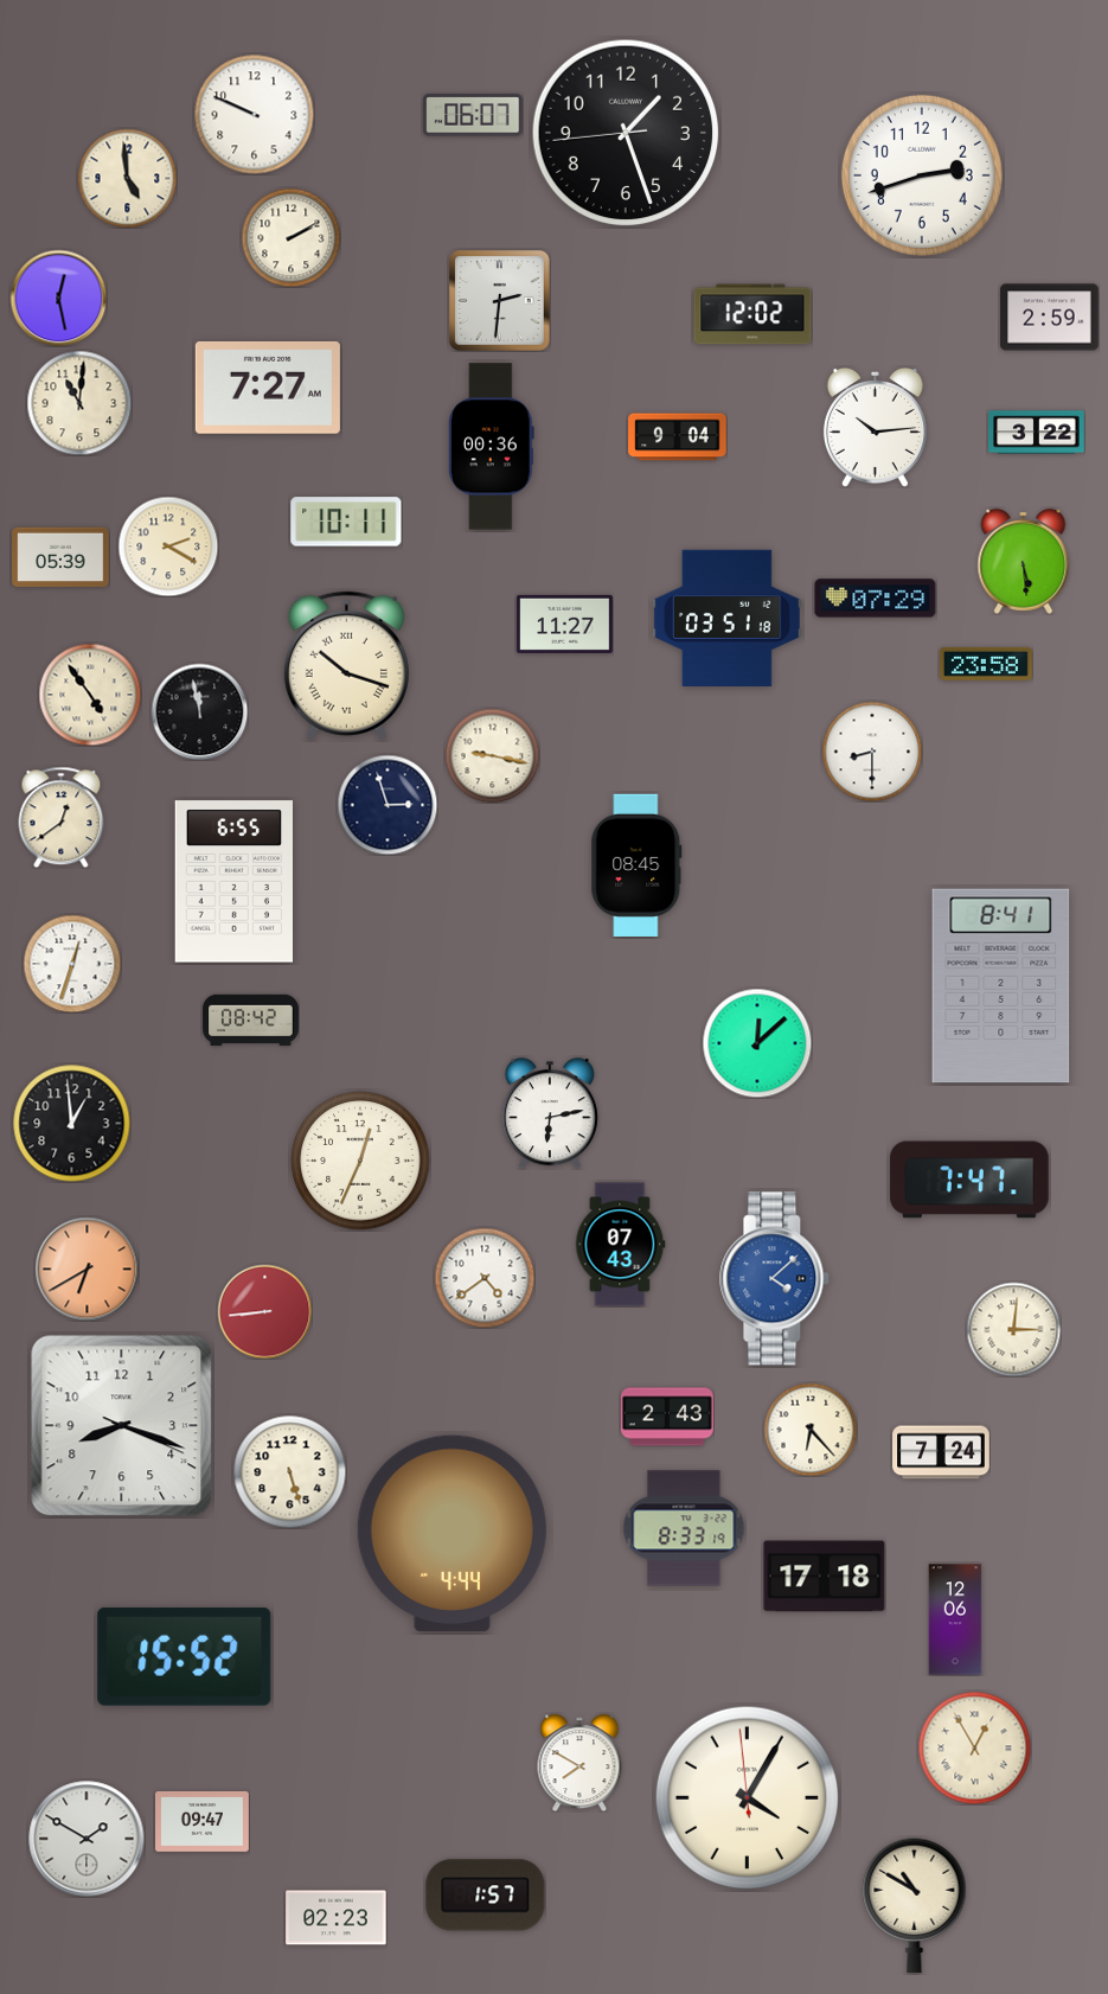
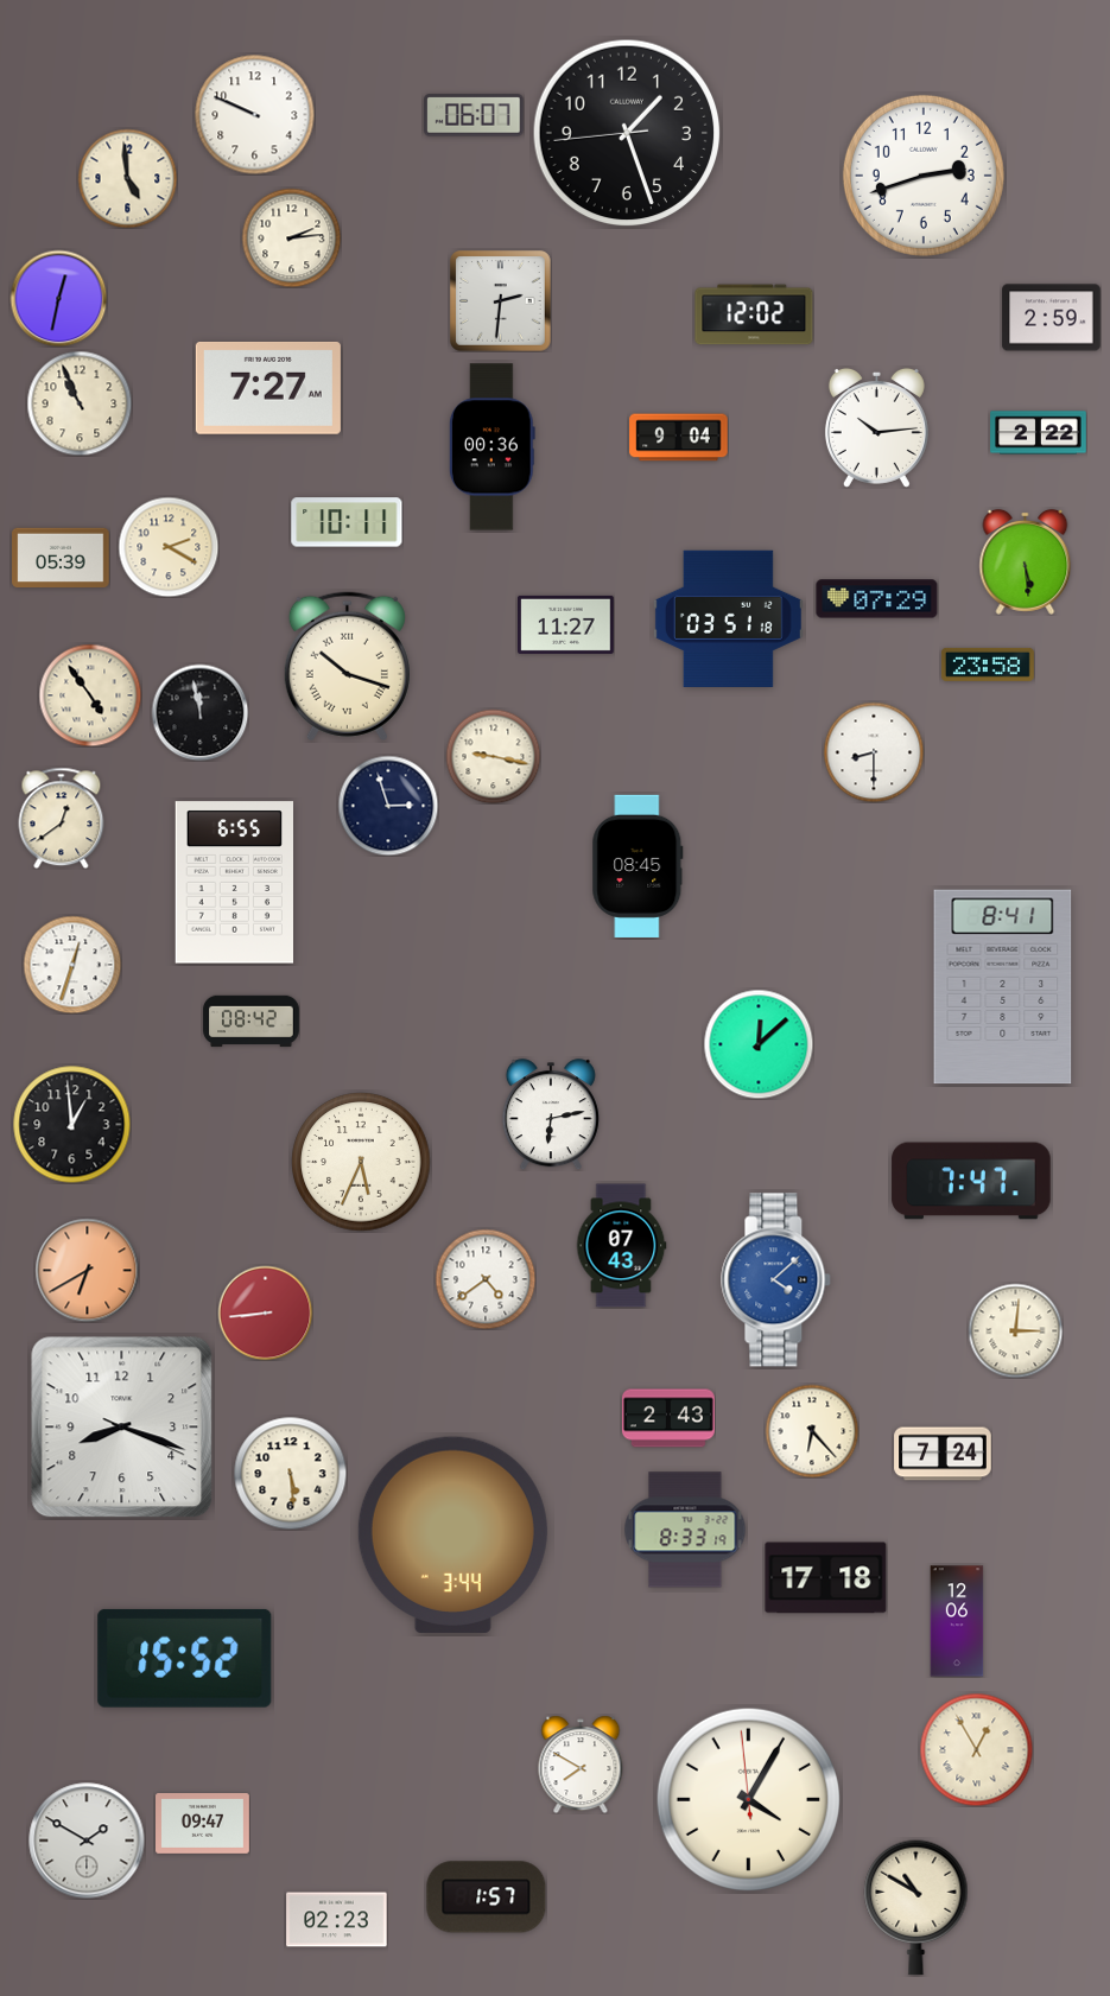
clock at (290, 237): 2:10 -> 2:14
clock at (58, 298): 12:28 -> 12:32
clock at (79, 403): 11:01 -> 10:56
clock at (1037, 433): 3:22 -> 2:22
clock at (360, 1161): 12:34 -> 5:34
clock at (289, 1471): 5:27 -> 5:29
clock at (451, 1533): 4:44 -> 3:44
